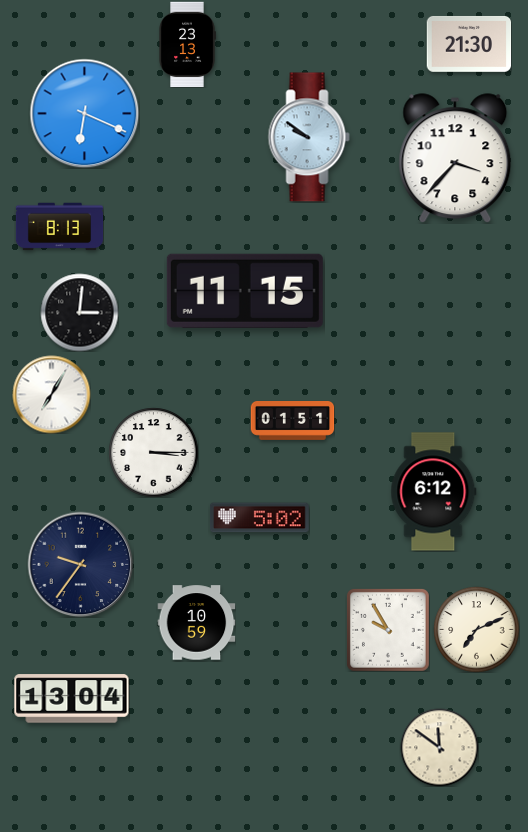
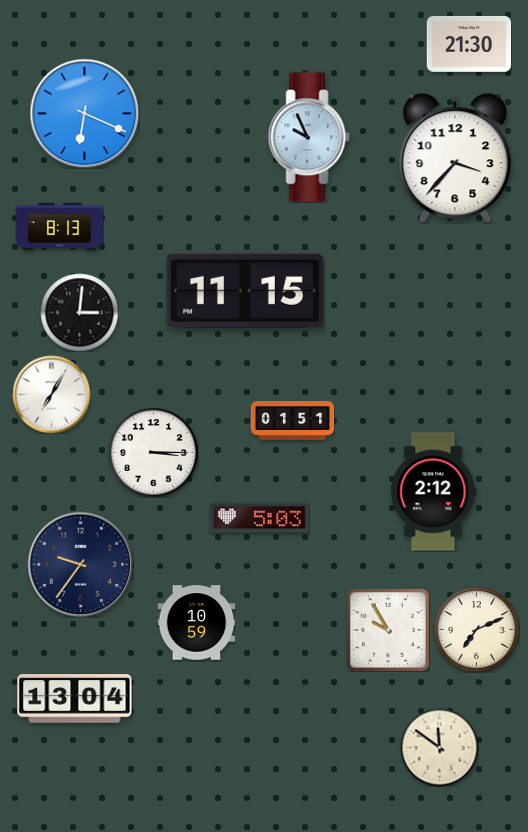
clock at (187, 44): 23:13 -> none
clock at (309, 137): 9:51 -> 9:56
clock at (434, 492): 6:12 -> 2:12
clock at (260, 518): 5:02 -> 5:03
clock at (72, 699) position: (72, 699) -> (75, 699)
